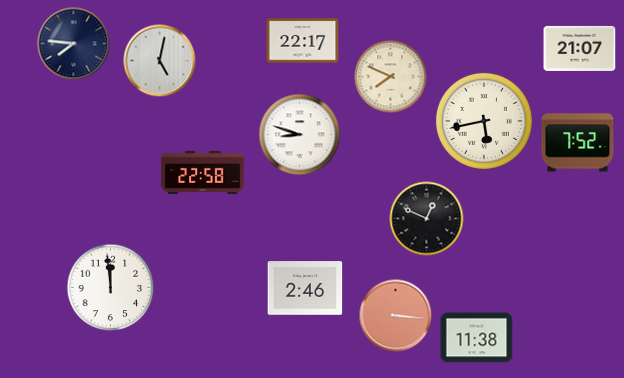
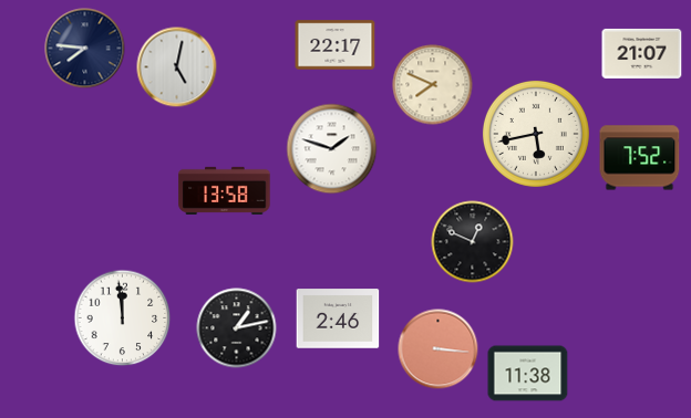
clock at (74, 44) position: (74, 44) -> (85, 49)
clock at (300, 135): 8:48 -> 1:48
clock at (203, 172): 22:58 -> 13:58
clock at (237, 328): none -> 1:13
